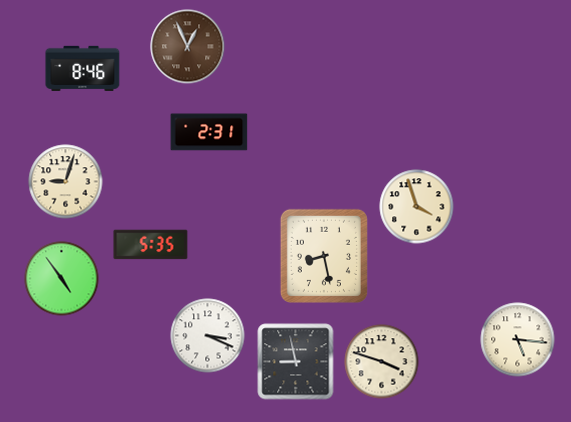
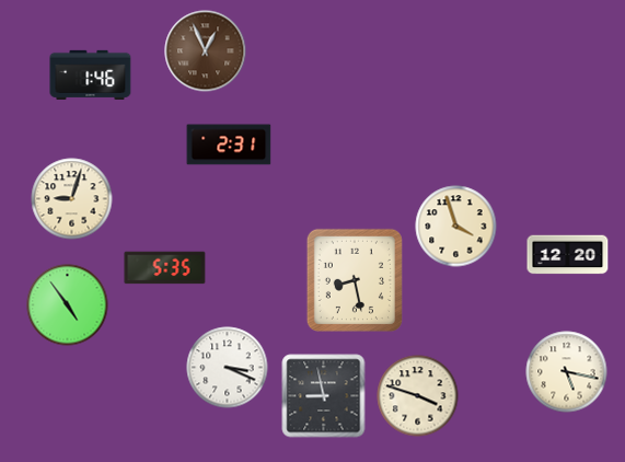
clock at (83, 68): 8:46 -> 1:46
clock at (568, 255): none -> 12:20
clock at (518, 340): 5:16 -> 5:17
